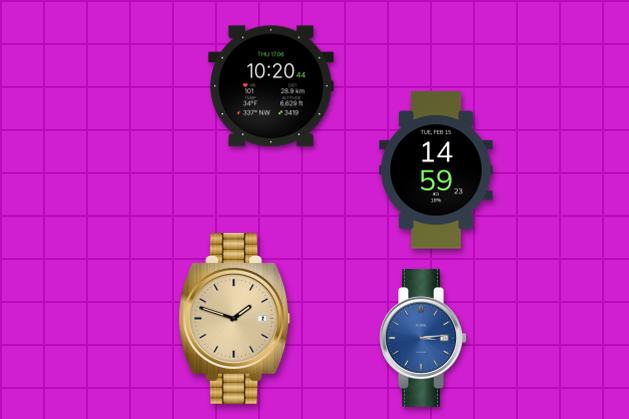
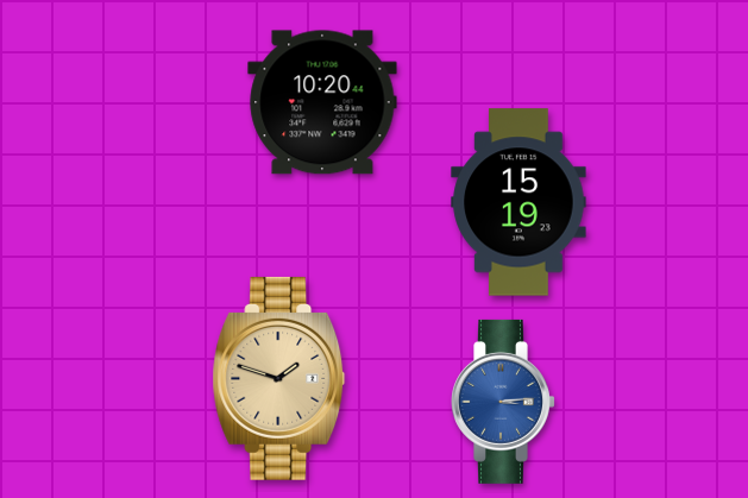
clock at (436, 170): 14:59 -> 15:19
